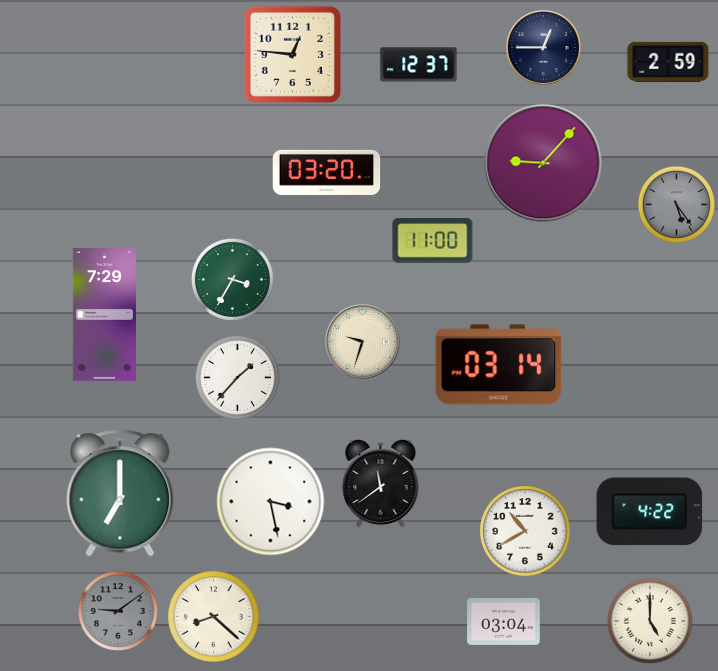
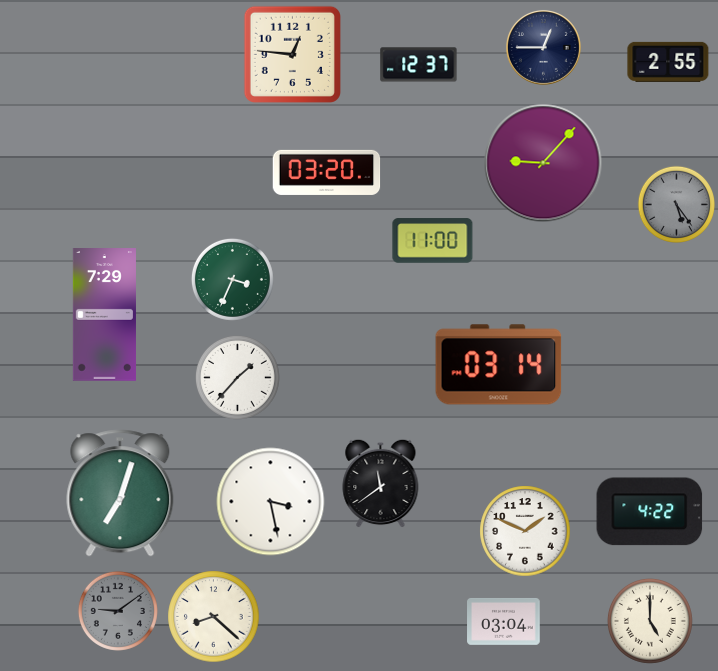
clock at (668, 62): 2:59 -> 2:55
clock at (232, 279): 3:35 -> 3:34
clock at (362, 341): 9:33 -> none
clock at (120, 493): 7:00 -> 7:03
clock at (525, 531): 10:40 -> 1:49
